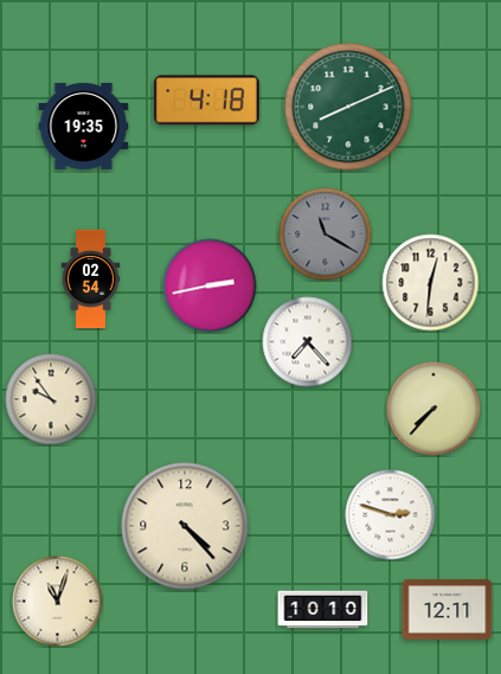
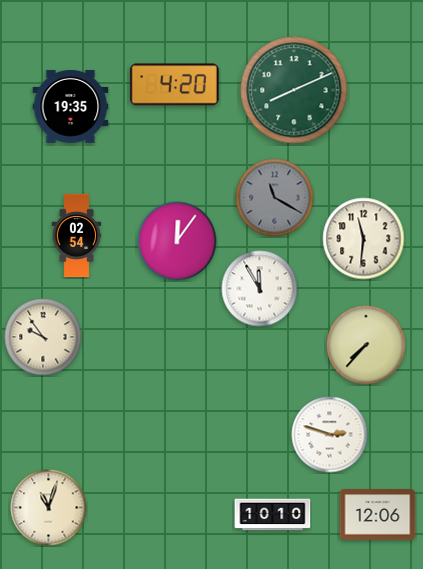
clock at (206, 101): 4:18 -> 4:20
clock at (431, 283): 12:31 -> 11:31
clock at (210, 285): 2:43 -> 12:06
clock at (308, 342): 7:23 -> 11:55
clock at (185, 526): 4:23 -> none
clock at (448, 610): 12:11 -> 12:06
